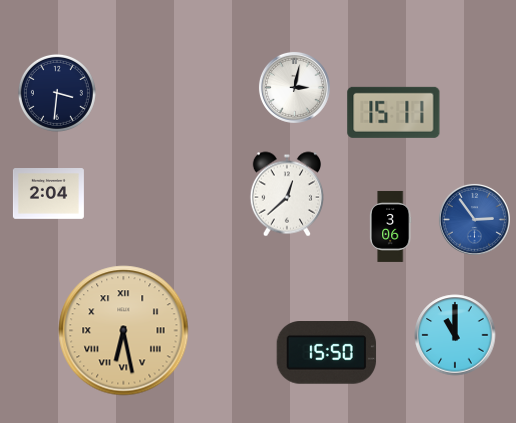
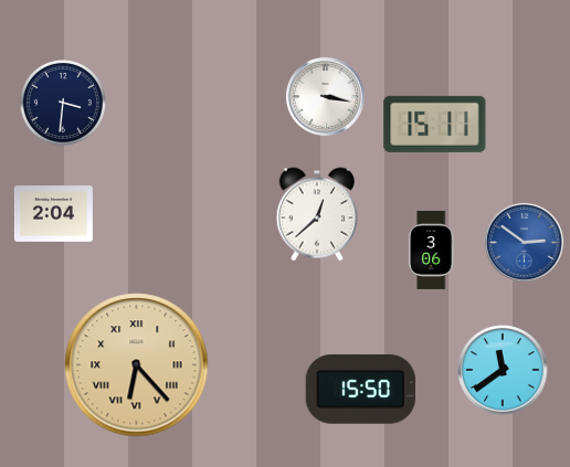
clock at (294, 87): 3:02 -> 3:17
clock at (474, 219): 2:54 -> 2:51
clock at (124, 331): 6:28 -> 6:23
clock at (455, 335): 11:00 -> 11:39
